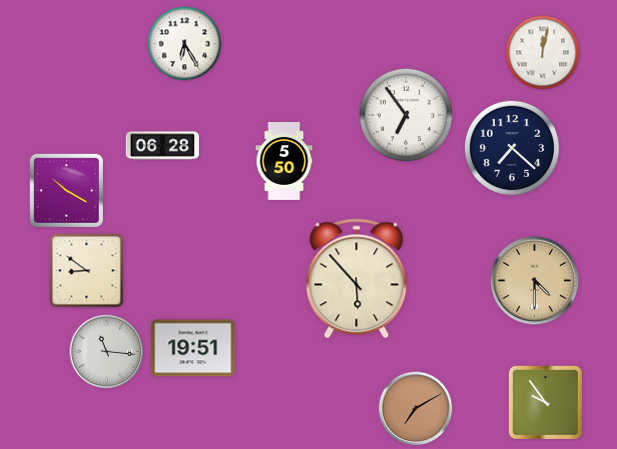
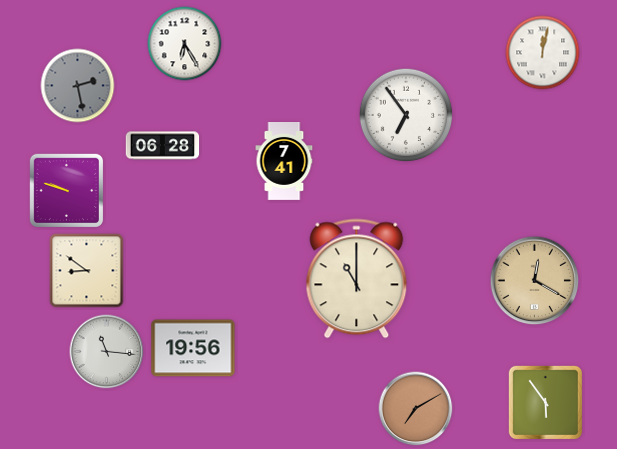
clock at (78, 86): none -> 2:28
clock at (511, 147): 7:22 -> none
clock at (284, 162): 5:50 -> 7:41
clock at (66, 190): 10:20 -> 9:48
clock at (357, 279): 5:53 -> 11:00
clock at (535, 281): 4:30 -> 12:20
clock at (193, 348): 19:51 -> 19:56
clock at (545, 402): 9:54 -> 5:54
